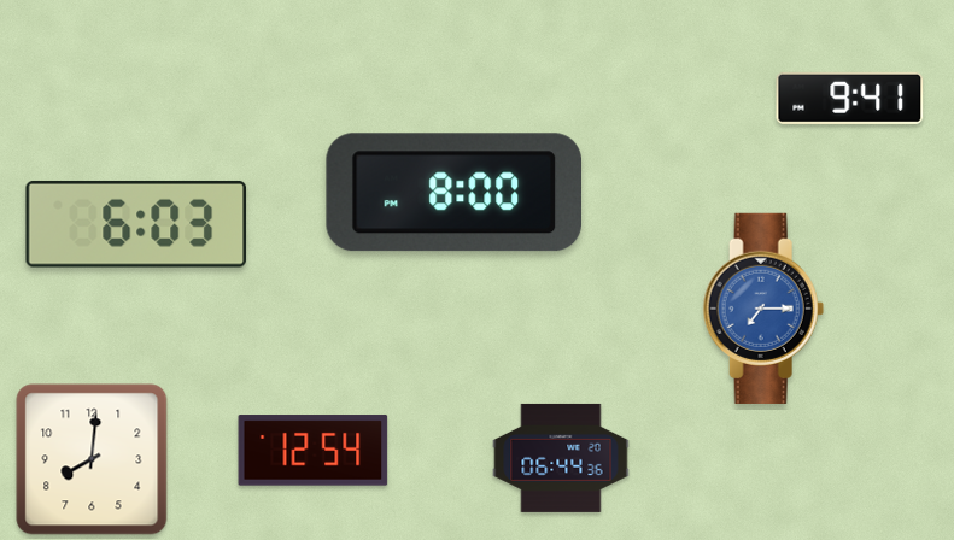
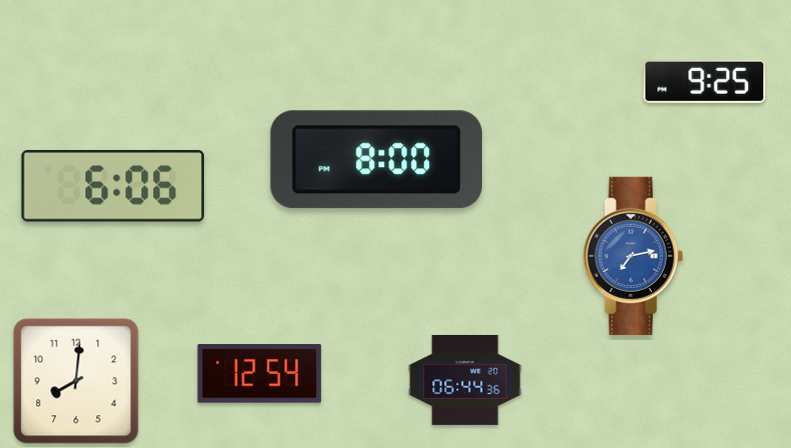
clock at (850, 98): 9:41 -> 9:25
clock at (136, 224): 6:03 -> 6:06
clock at (763, 309): 7:15 -> 7:13
